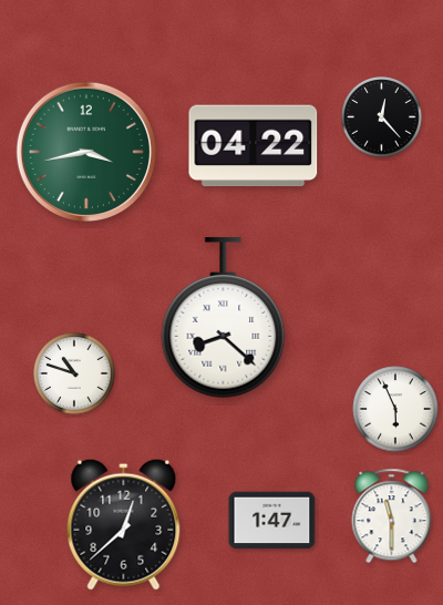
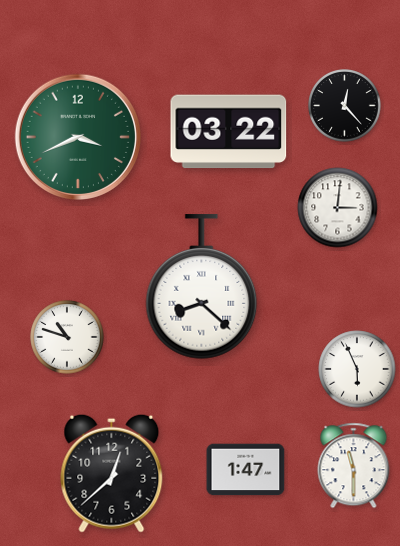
clock at (254, 146): 04:22 -> 03:22
clock at (86, 152): 3:43 -> 3:41
clock at (338, 208): none -> 3:01
